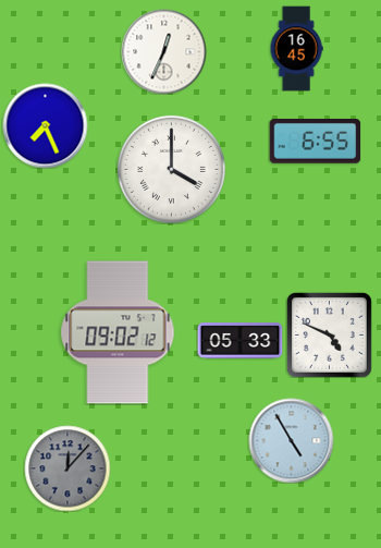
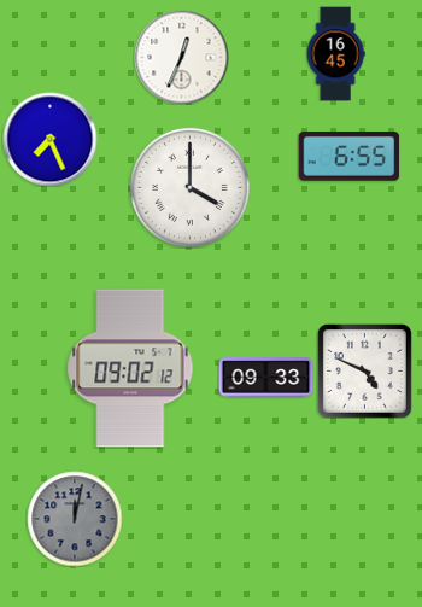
clock at (296, 48) position: (296, 48) -> (335, 53)
clock at (239, 341): 05:33 -> 09:33
clock at (291, 440): 4:55 -> none
clock at (67, 468): 12:07 -> 12:02
